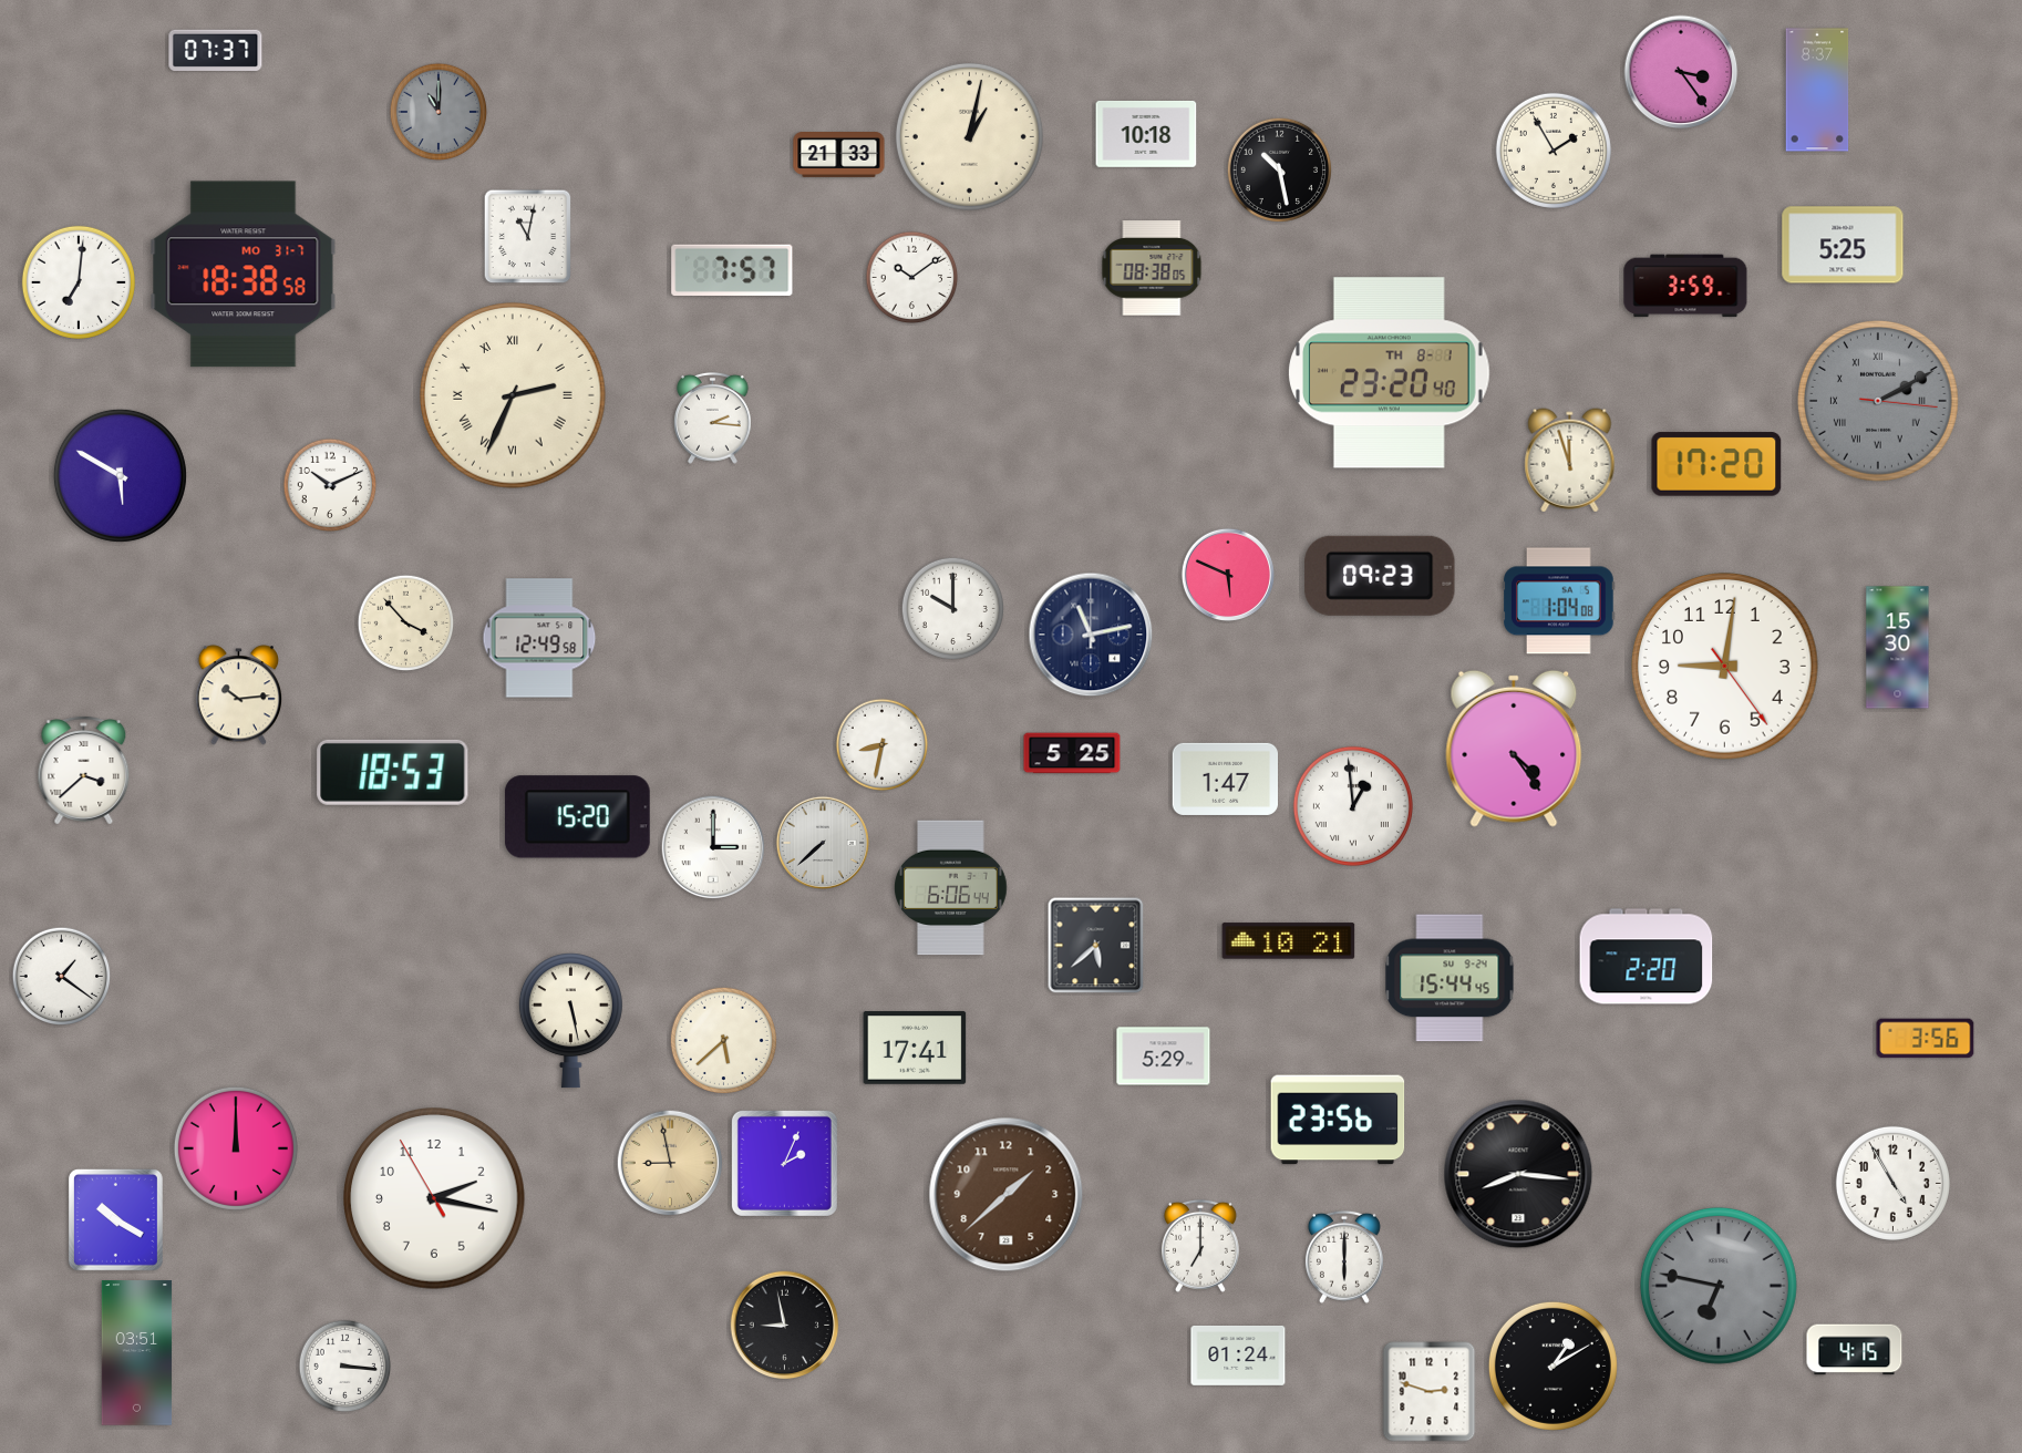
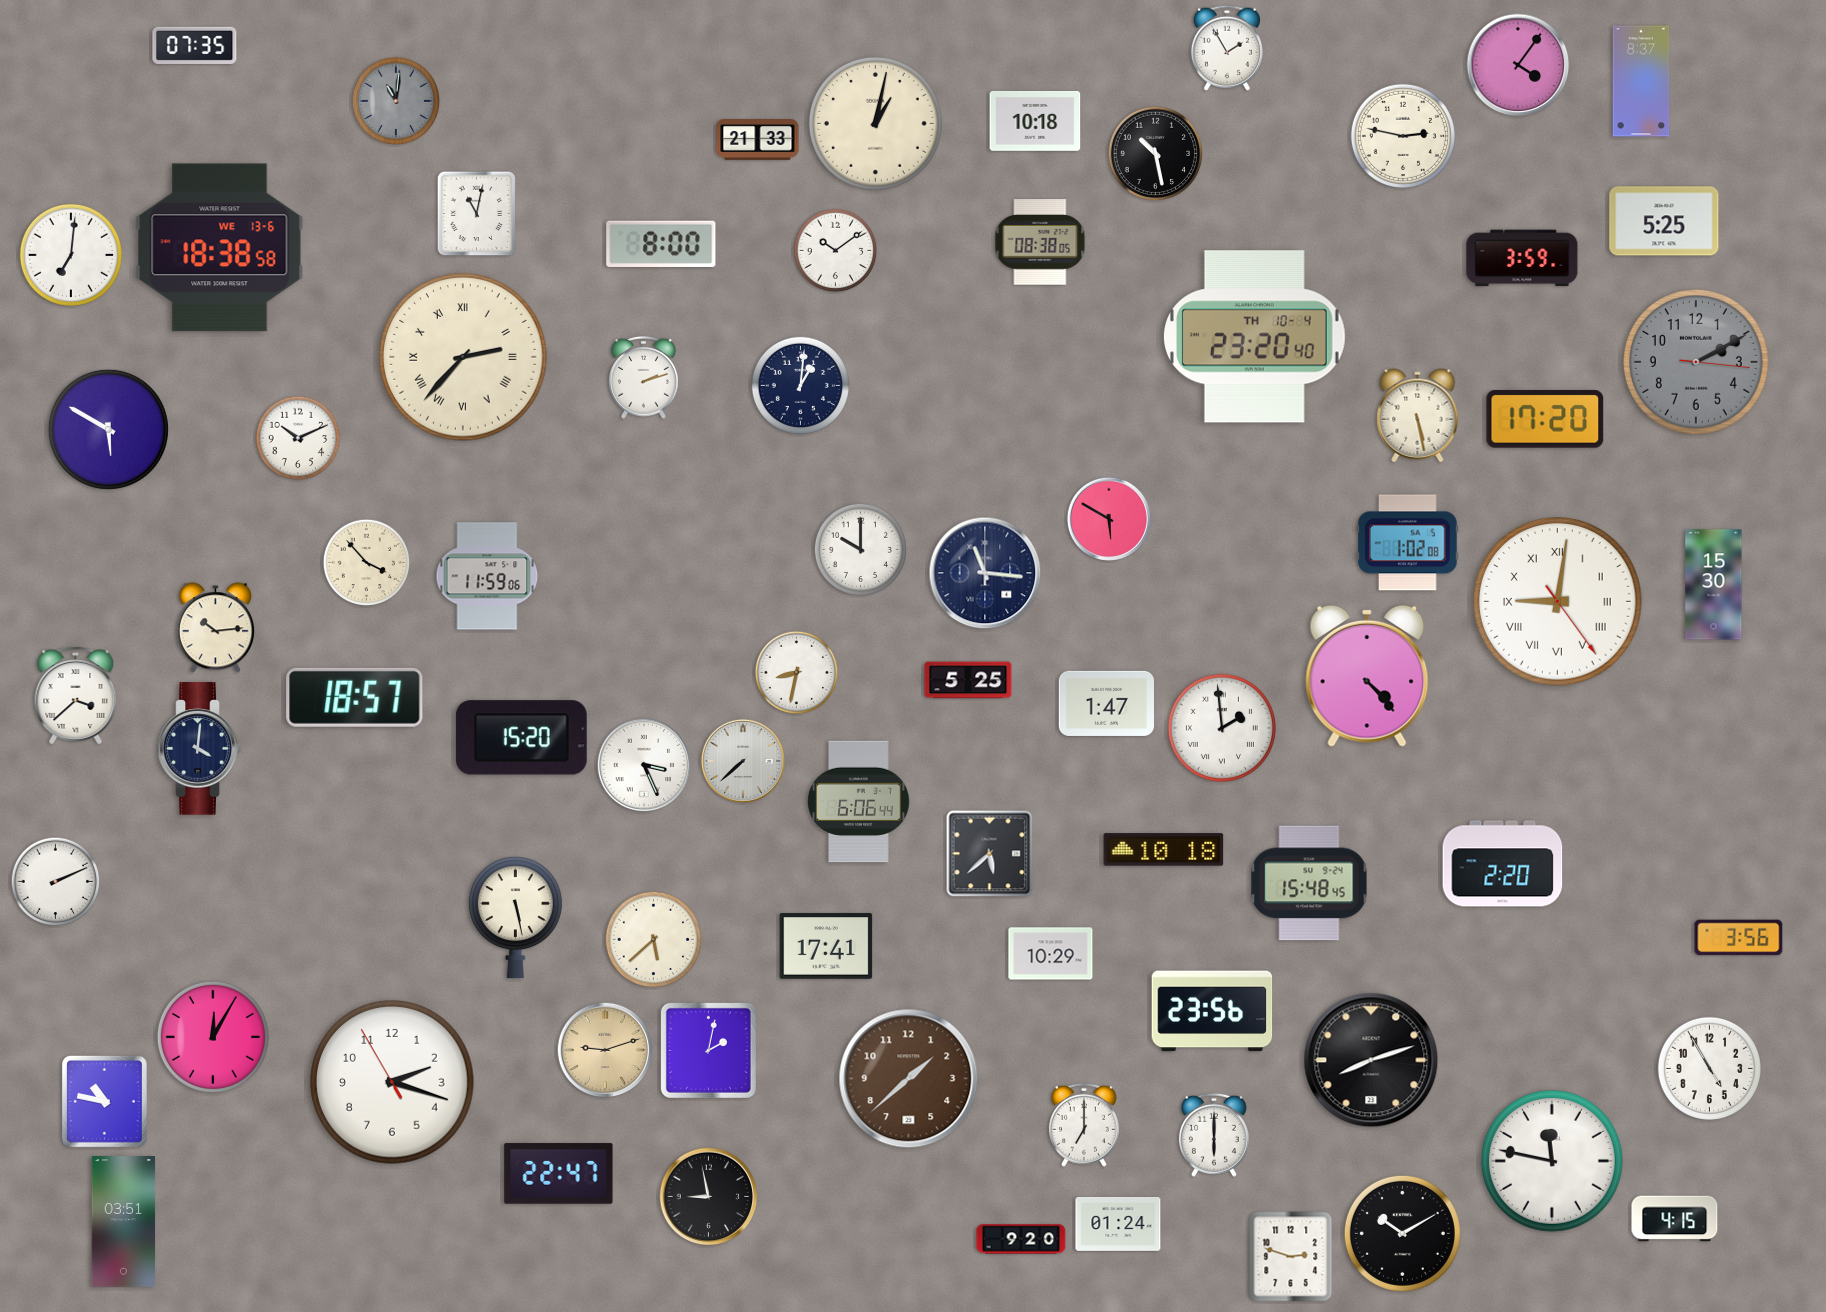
clock at (216, 50): 07:37 -> 07:35
clock at (1227, 48): none -> 1:55
clock at (1681, 72): 3:24 -> 4:06
clock at (439, 112): 11:00 -> 11:01
clock at (1554, 151): 1:55 -> 2:47
clock at (732, 270): 7:57 -> 8:00
clock at (244, 275) date: MO 31-7 -> WE 13-6
clock at (912, 278) position: (912, 278) -> (836, 251)
clock at (1390, 373) date: TH 8-1 -> TH 10-4
clock at (513, 395): 2:34 -> 2:37
clock at (1878, 401) numerals: Roman -> Arabic
clock at (713, 419): 2:16 -> 2:12
clock at (800, 385): none -> 1:01
clock at (1570, 461): 11:57 -> 5:28
clock at (1716, 464) position: (1716, 464) -> (1545, 419)
clock at (1228, 575): 5:49 -> 5:50
clock at (1380, 576): 09:23 -> none
clock at (1559, 601): 1:04 -> 1:02
clock at (1091, 635): 11:13 -> 11:16
clock at (539, 638): 12:49 -> 11:59
clock at (1725, 667) numerals: Arabic -> Roman
clock at (1514, 749): 4:24 -> 4:23
clock at (393, 772): 18:53 -> 18:57
clock at (1353, 806): 12:59 -> 1:59
clock at (200, 749): none -> 4:01
clock at (713, 847): 3:00 -> 3:26
clock at (1289, 941): 10:21 -> 10:18
clock at (1647, 957) position: (1647, 957) -> (1503, 864)
clock at (62, 977): 1:21 -> 2:11
clock at (1450, 978): 15:44 -> 15:48
clock at (570, 1021) position: (570, 1021) -> (515, 918)
clock at (1164, 1057): 5:29 -> 10:29
clock at (1338, 1120) position: (1338, 1120) -> (1212, 1011)
clock at (236, 1148): 12:00 -> 12:05
clock at (670, 1163): 8:58 -> 9:12
clock at (784, 1163): 2:04 -> 2:02
clock at (1518, 1174): 8:16 -> 8:12
clock at (434, 1198): 2:16 -> 2:17
clock at (115, 1219): 10:20 -> 10:47
clock at (1719, 1286): 6:47 -> 11:47
clock at (1719, 1286) dial: grey -> white
clock at (559, 1174): none -> 22:47
clock at (1552, 1366): 1:10 -> 10:10
clock at (345, 1367): 3:16 -> none
clock at (1021, 1239): none -> 9:20
